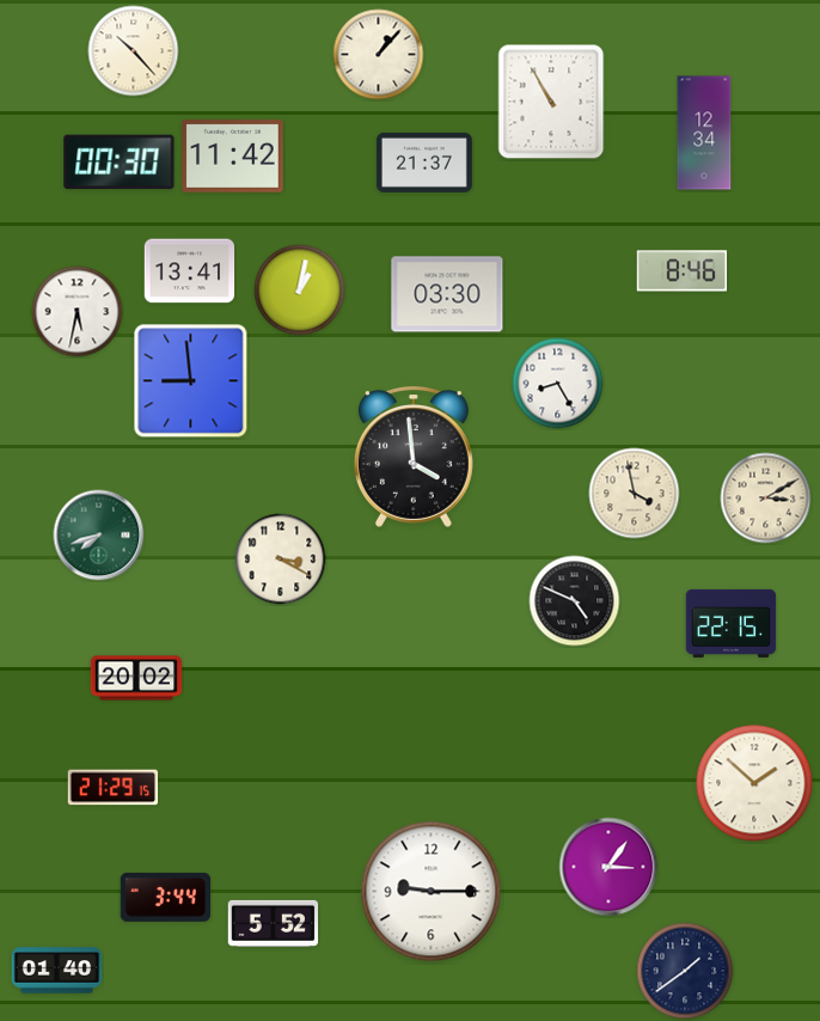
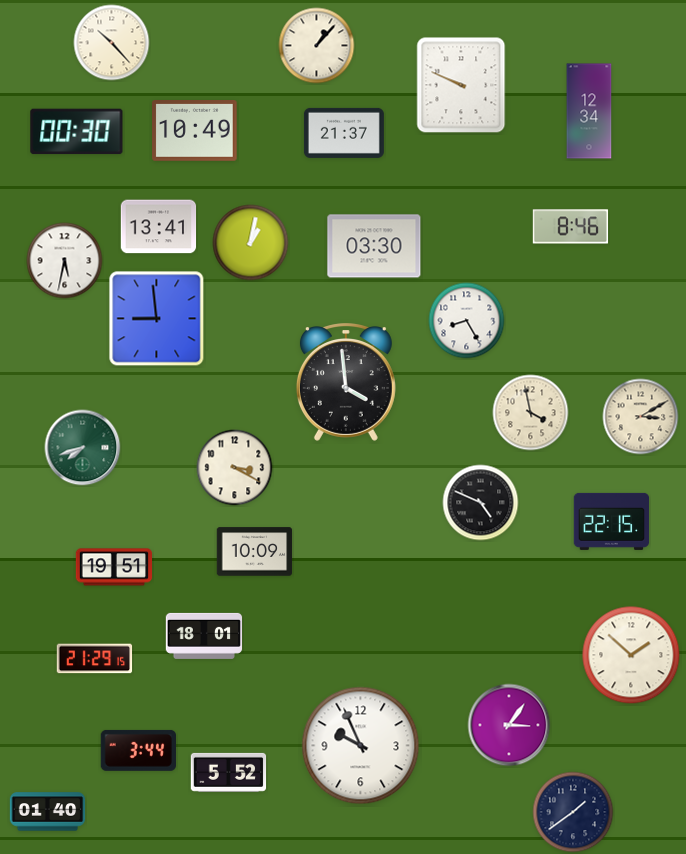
clock at (551, 102): 10:55 -> 9:49
clock at (233, 157): 11:42 -> 10:49
clock at (120, 163) position: (120, 163) -> (77, 132)
clock at (424, 163) position: (424, 163) -> (344, 133)
clock at (191, 381) position: (191, 381) -> (157, 319)
clock at (255, 552): none -> 10:09
clock at (136, 678): 20:02 -> 19:51
clock at (204, 636): none -> 18:01
clock at (432, 892): 9:15 -> 9:56
